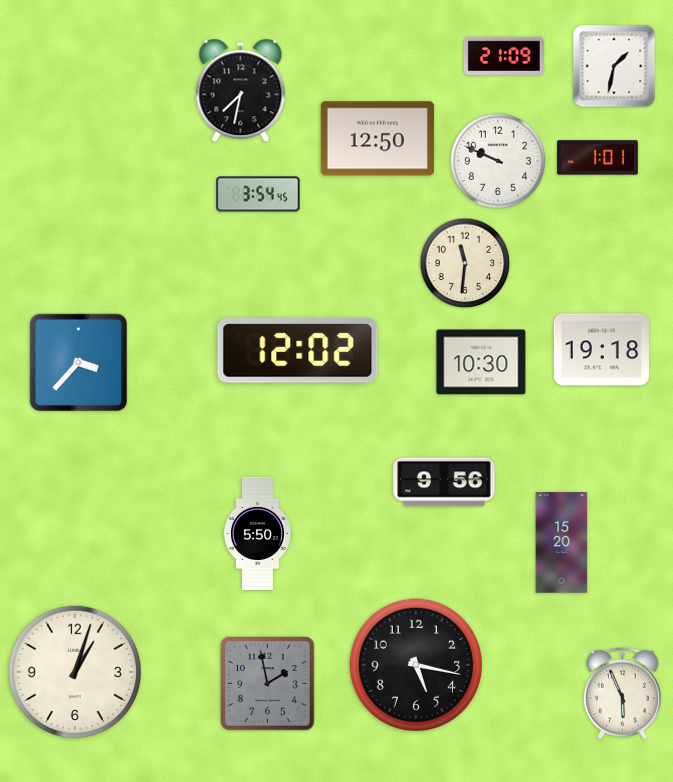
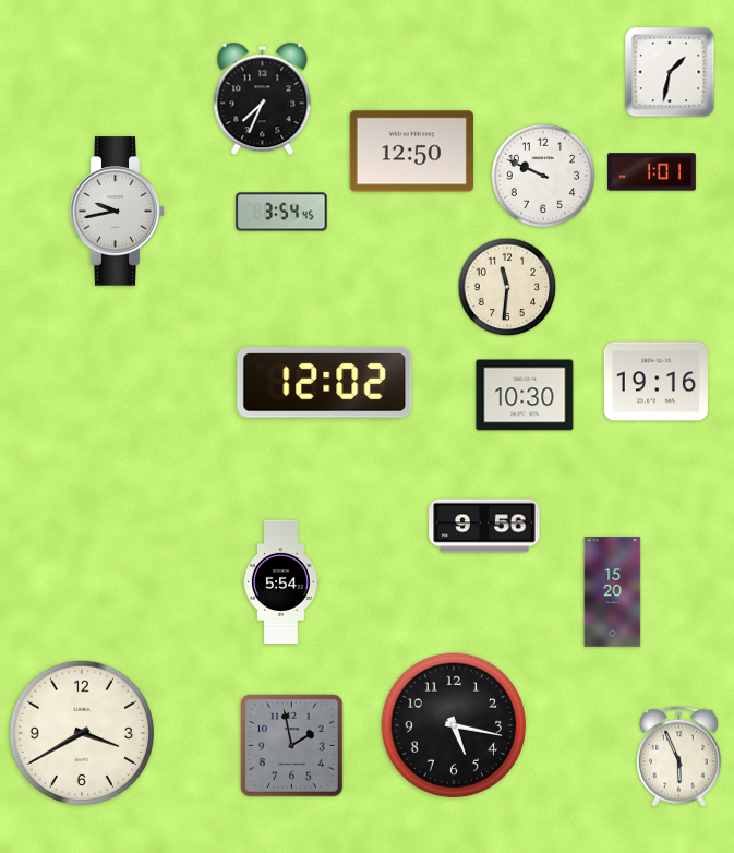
clock at (504, 55): 21:09 -> none
clock at (241, 91): 7:32 -> 7:34
clock at (118, 212): none -> 9:43
clock at (601, 350): 19:18 -> 19:16
clock at (79, 363): 3:37 -> none
clock at (257, 534): 5:50 -> 5:54
clock at (74, 671): 1:03 -> 3:40
